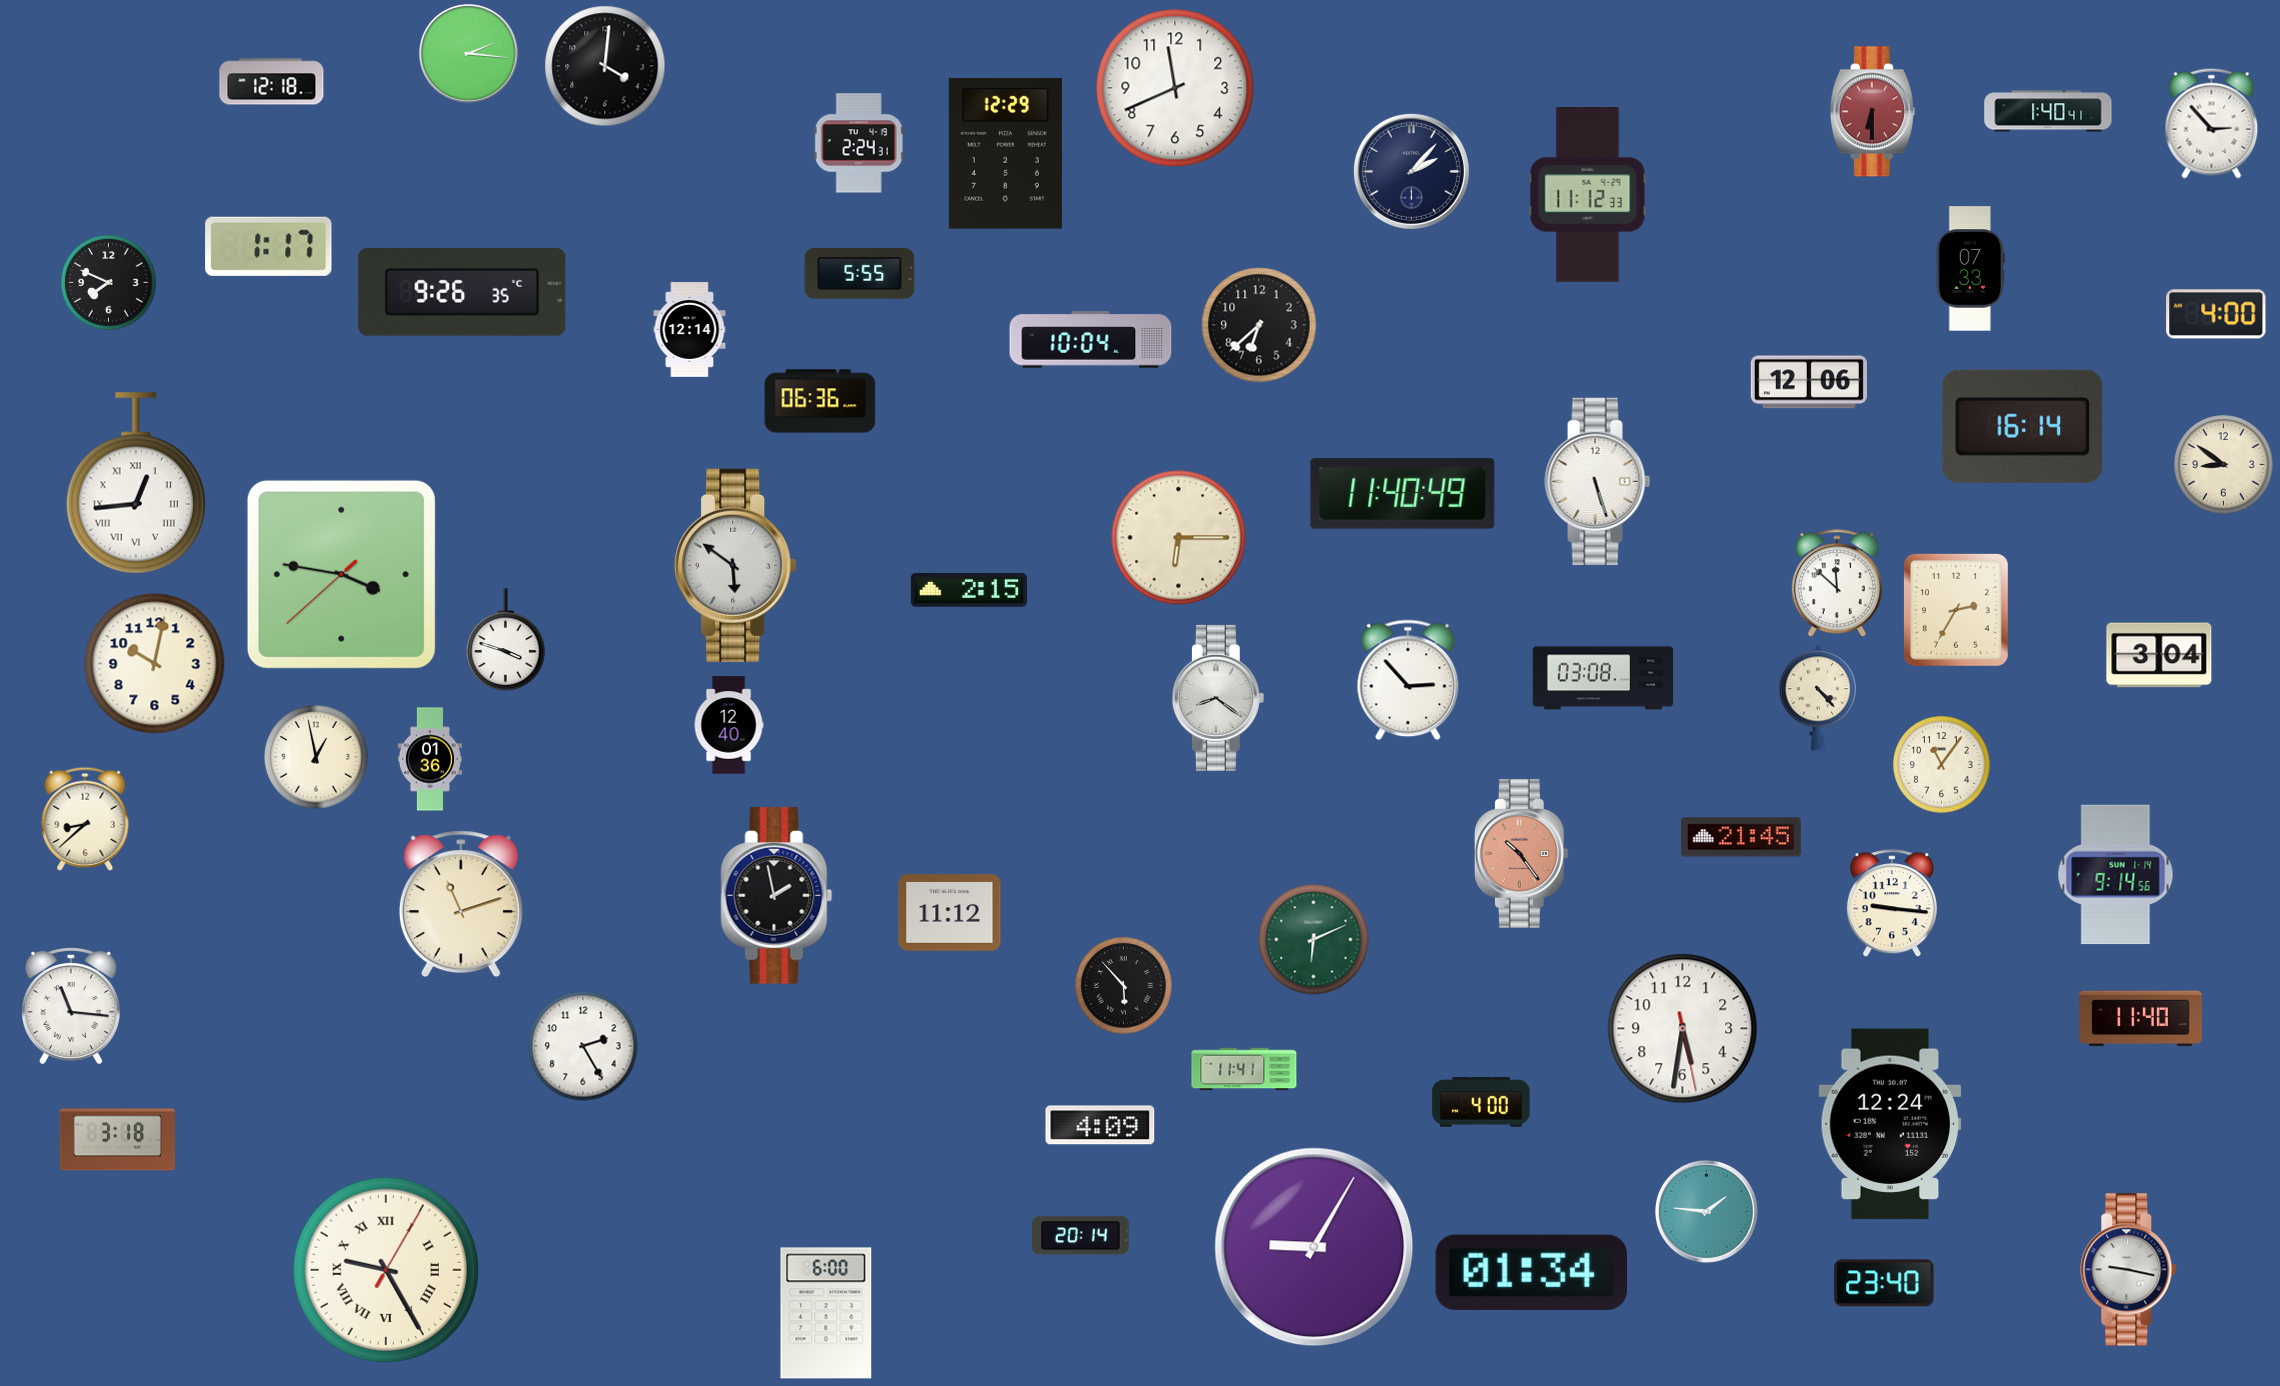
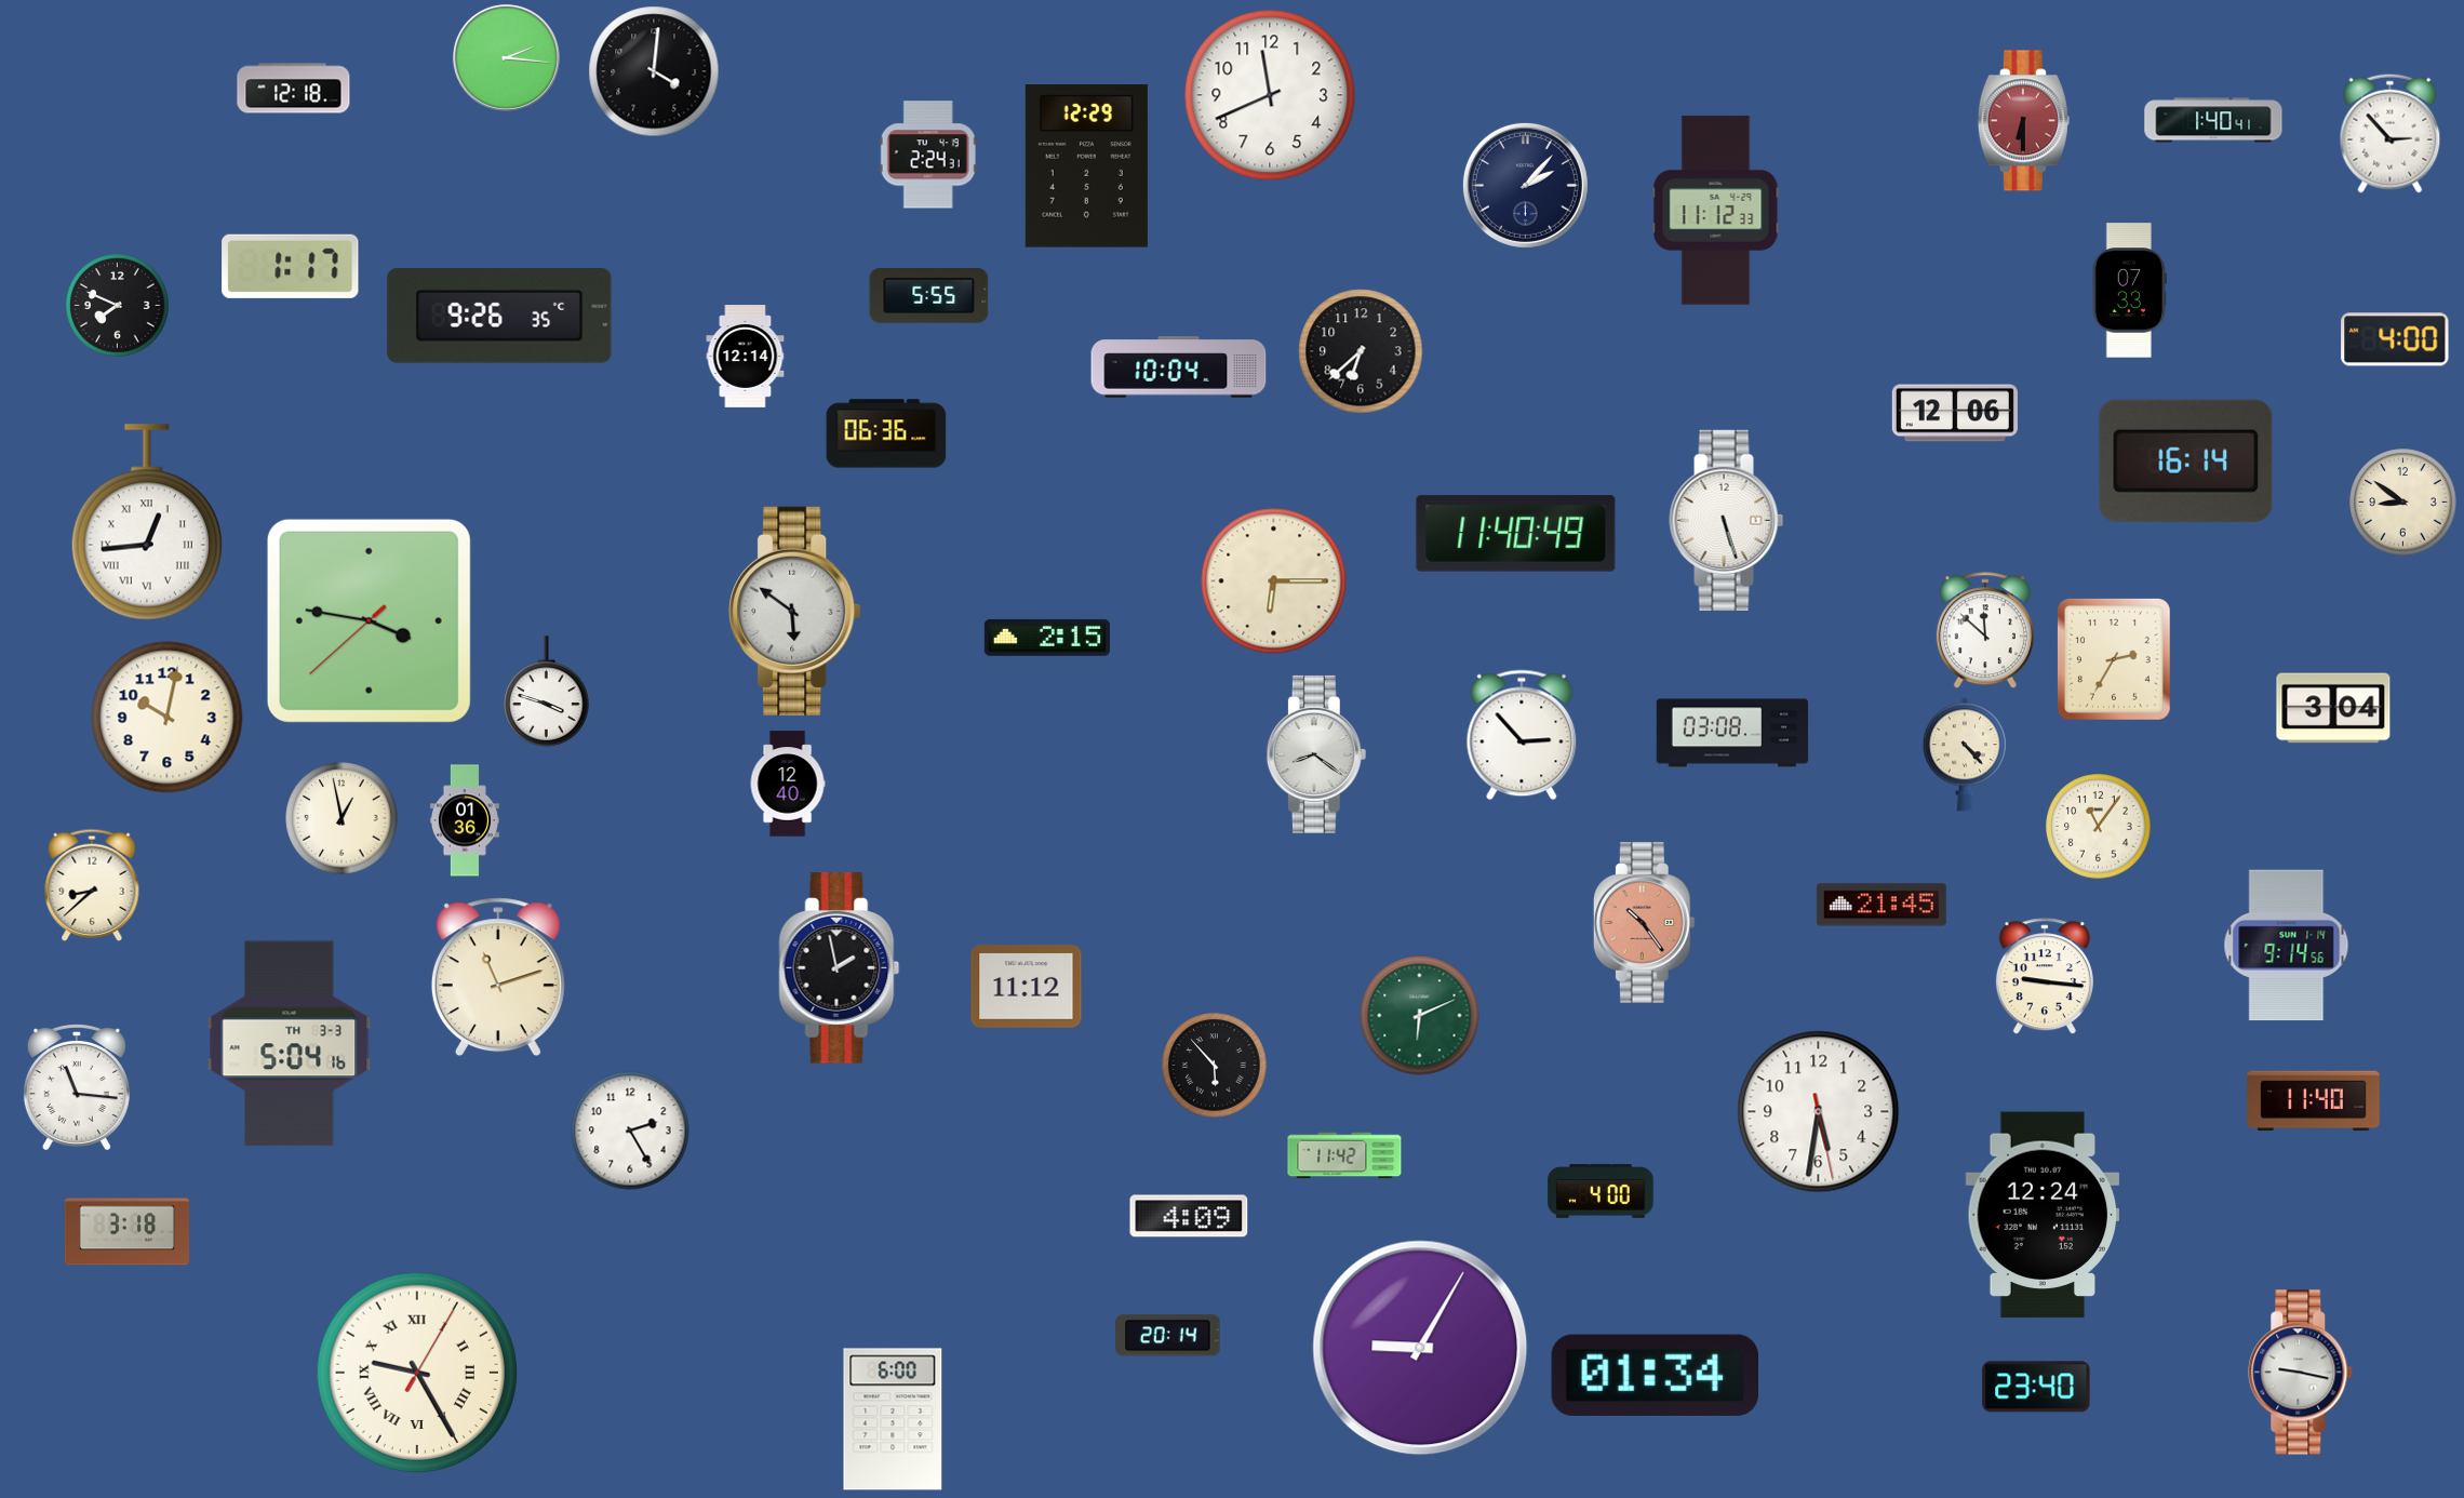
clock at (290, 1044): none -> 5:04
clock at (1244, 1069): 11:41 -> 11:42
clock at (1706, 1211): 1:46 -> none
